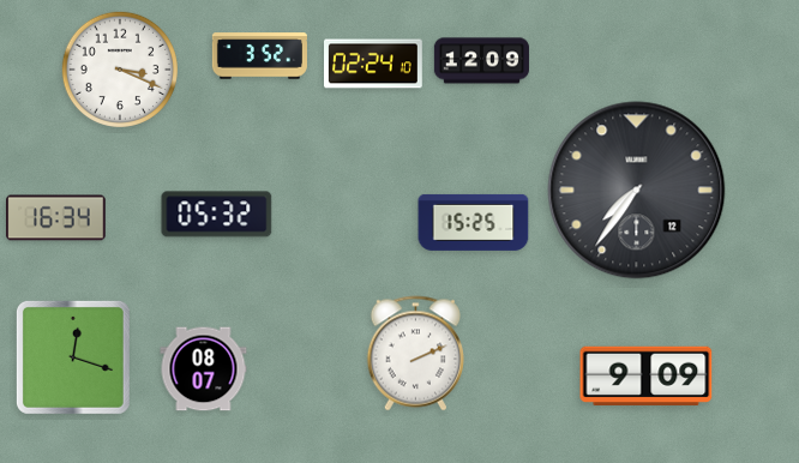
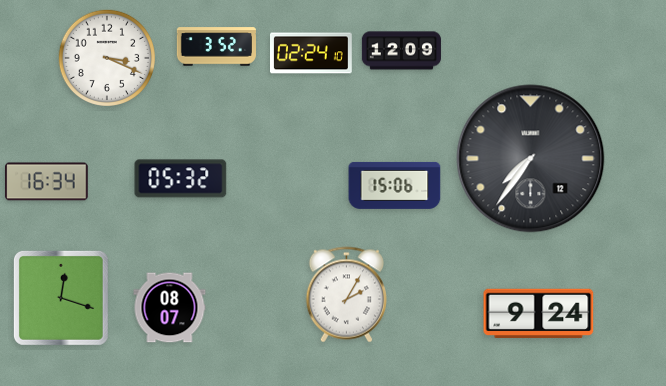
clock at (119, 68) position: (119, 68) -> (106, 57)
clock at (474, 222): 15:25 -> 15:06
clock at (415, 354): 2:11 -> 2:05
clock at (647, 375): 9:09 -> 9:24
